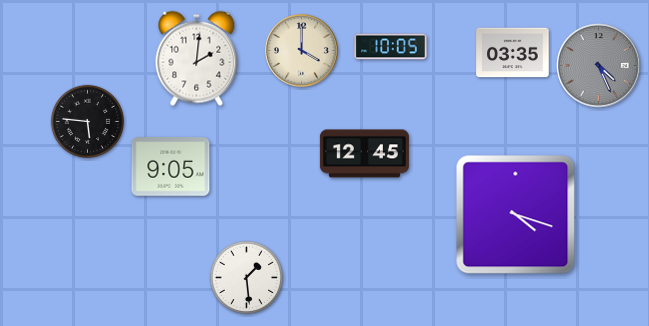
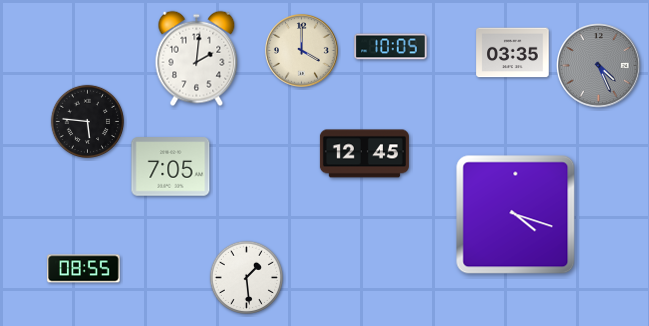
clock at (171, 167): 9:05 -> 7:05
clock at (84, 269): none -> 08:55
